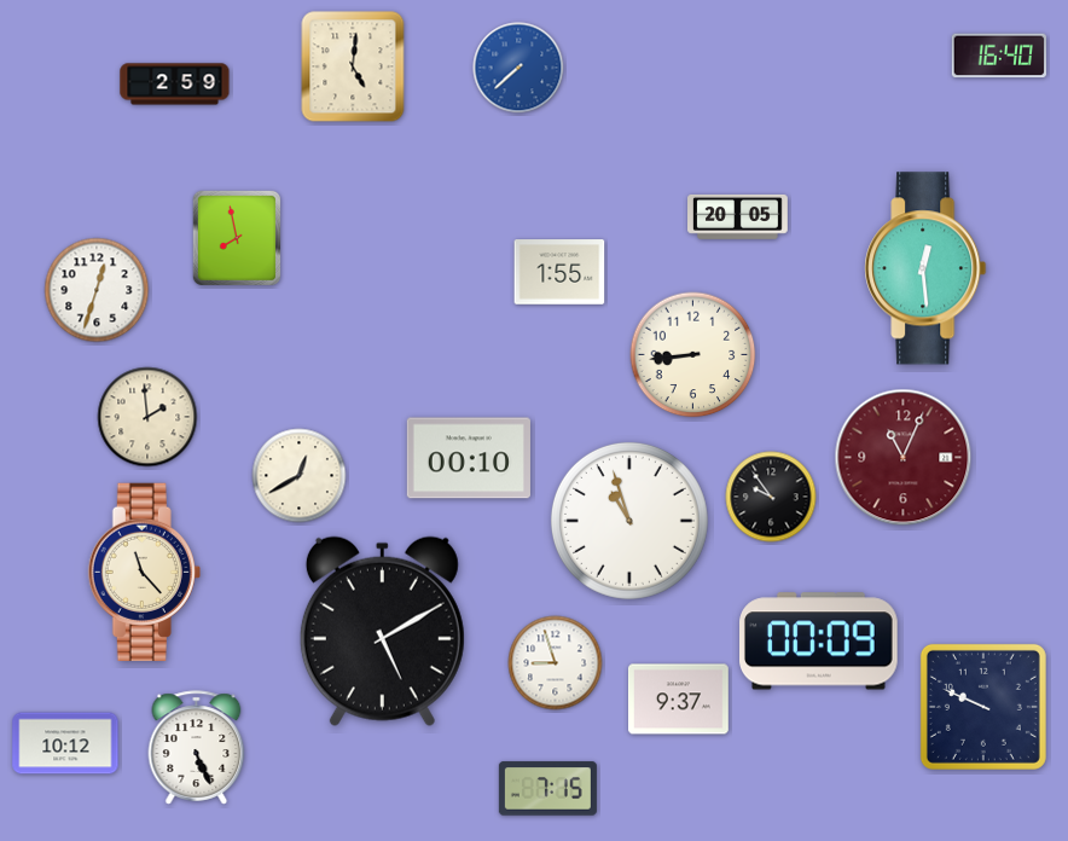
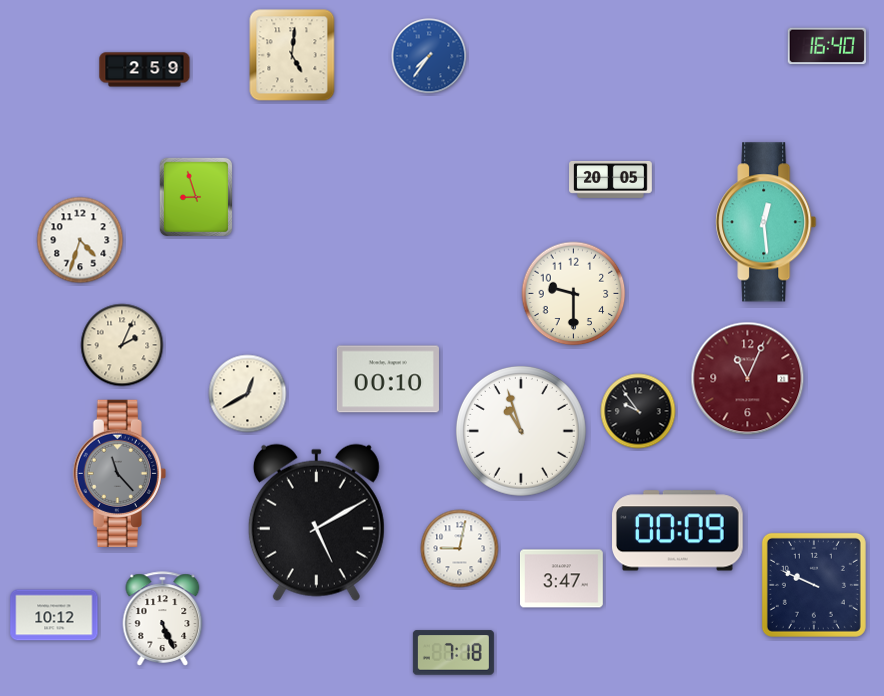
clock at (518, 68): 7:38 -> 7:36
clock at (237, 238): 7:58 -> 8:57
clock at (559, 272): 1:55 -> none
clock at (97, 290): 12:33 -> 4:33
clock at (693, 355): 8:44 -> 9:30
clock at (147, 417): 1:59 -> 2:04
clock at (144, 572) dial: cream -> grey
clock at (556, 663): 8:57 -> 9:02
clock at (679, 700): 9:37 -> 3:47
clock at (547, 789): 7:15 -> 7:18
